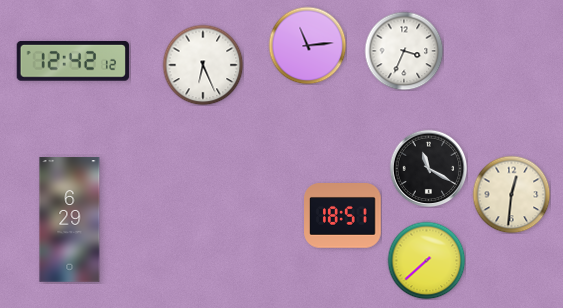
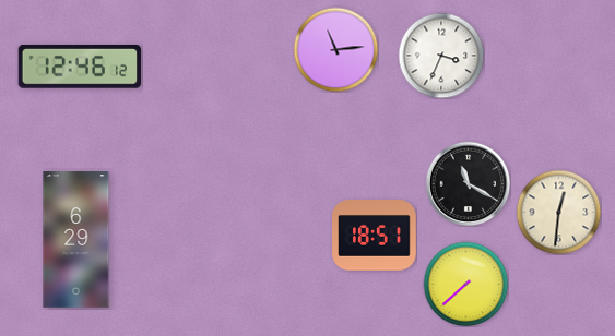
clock at (73, 61): 12:42 -> 12:46
clock at (203, 65): 6:26 -> none
